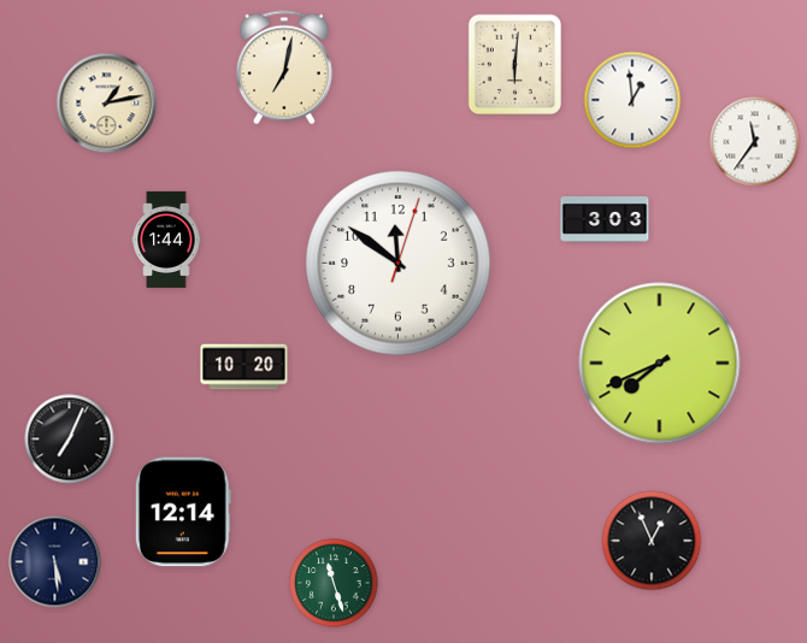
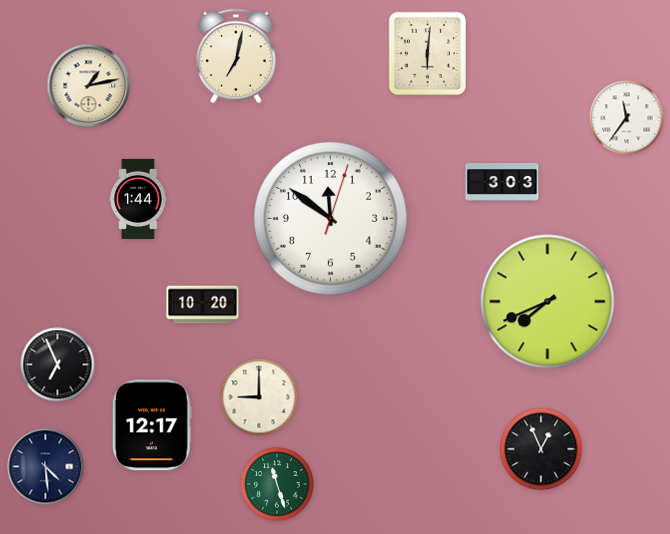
clock at (632, 100): 12:59 -> none
clock at (70, 440): 7:04 -> 6:56
clock at (259, 397): none -> 9:00
clock at (183, 512): 12:14 -> 12:17
clock at (55, 562): 5:29 -> 4:29
